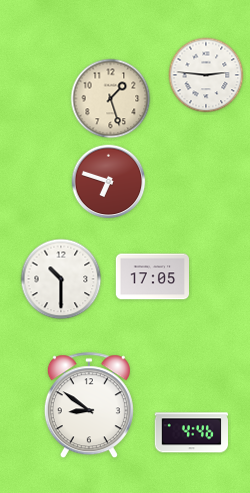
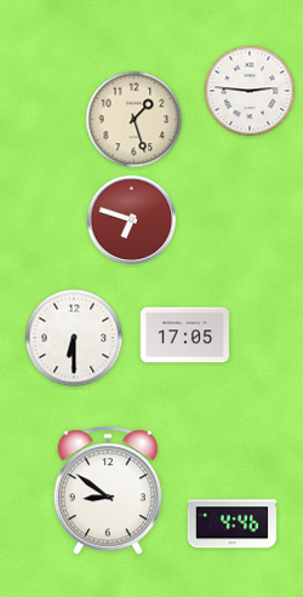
clock at (61, 279): 10:30 -> 6:30
